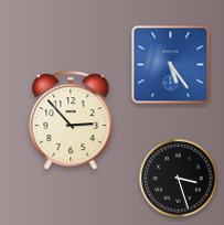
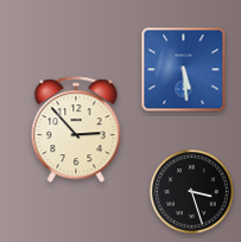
clock at (171, 65): 5:24 -> 5:29
